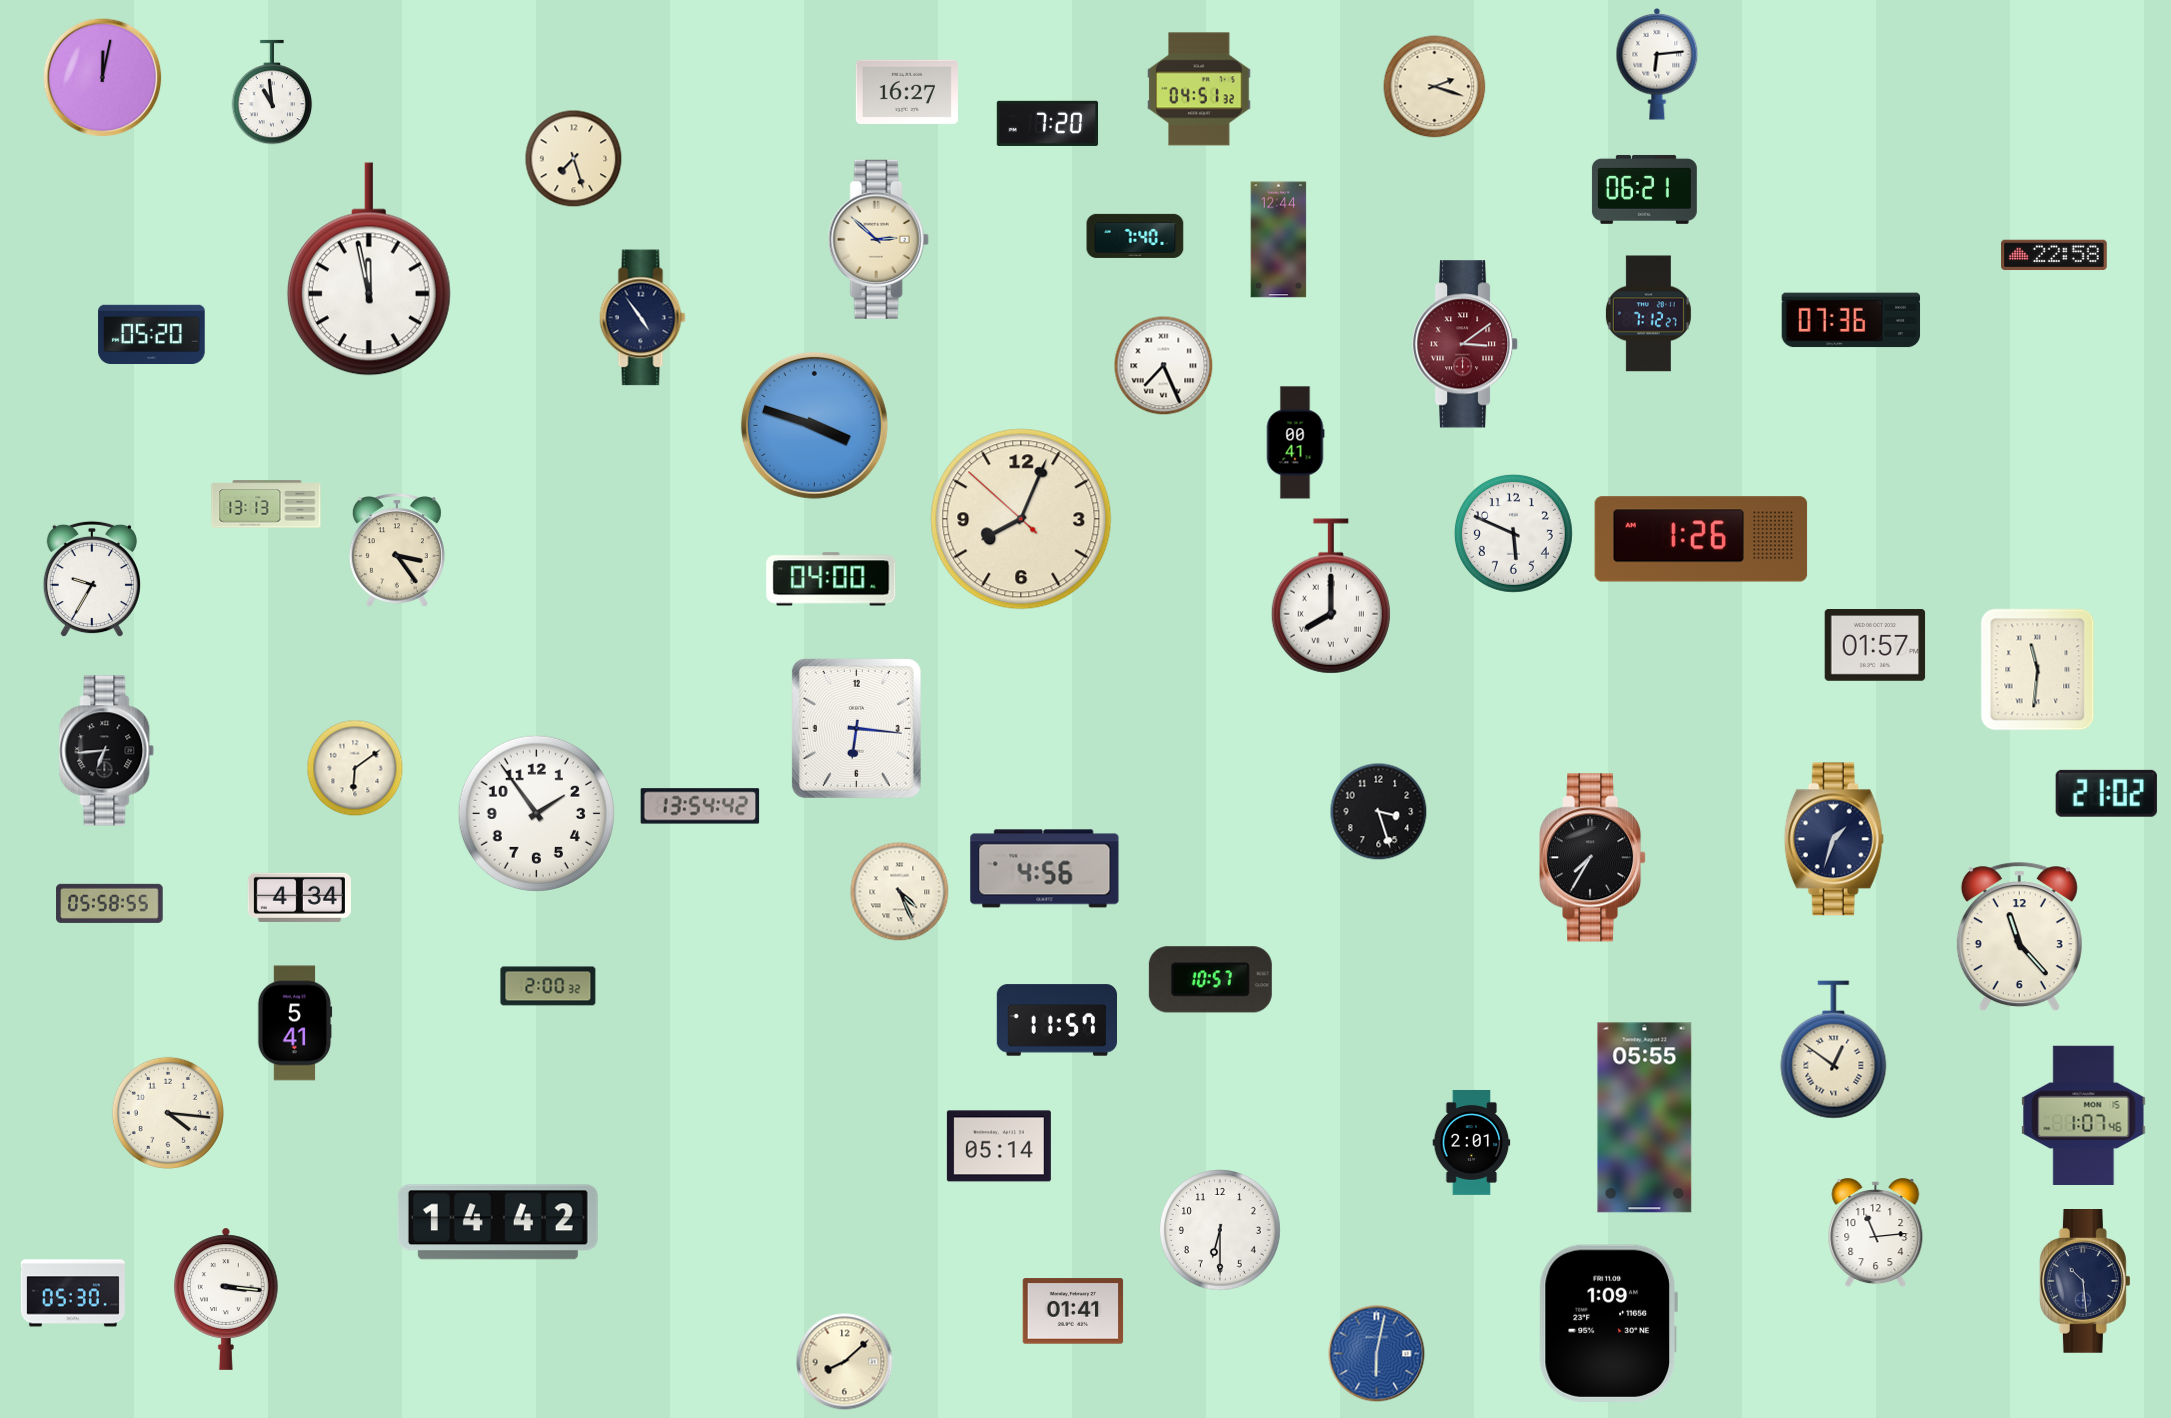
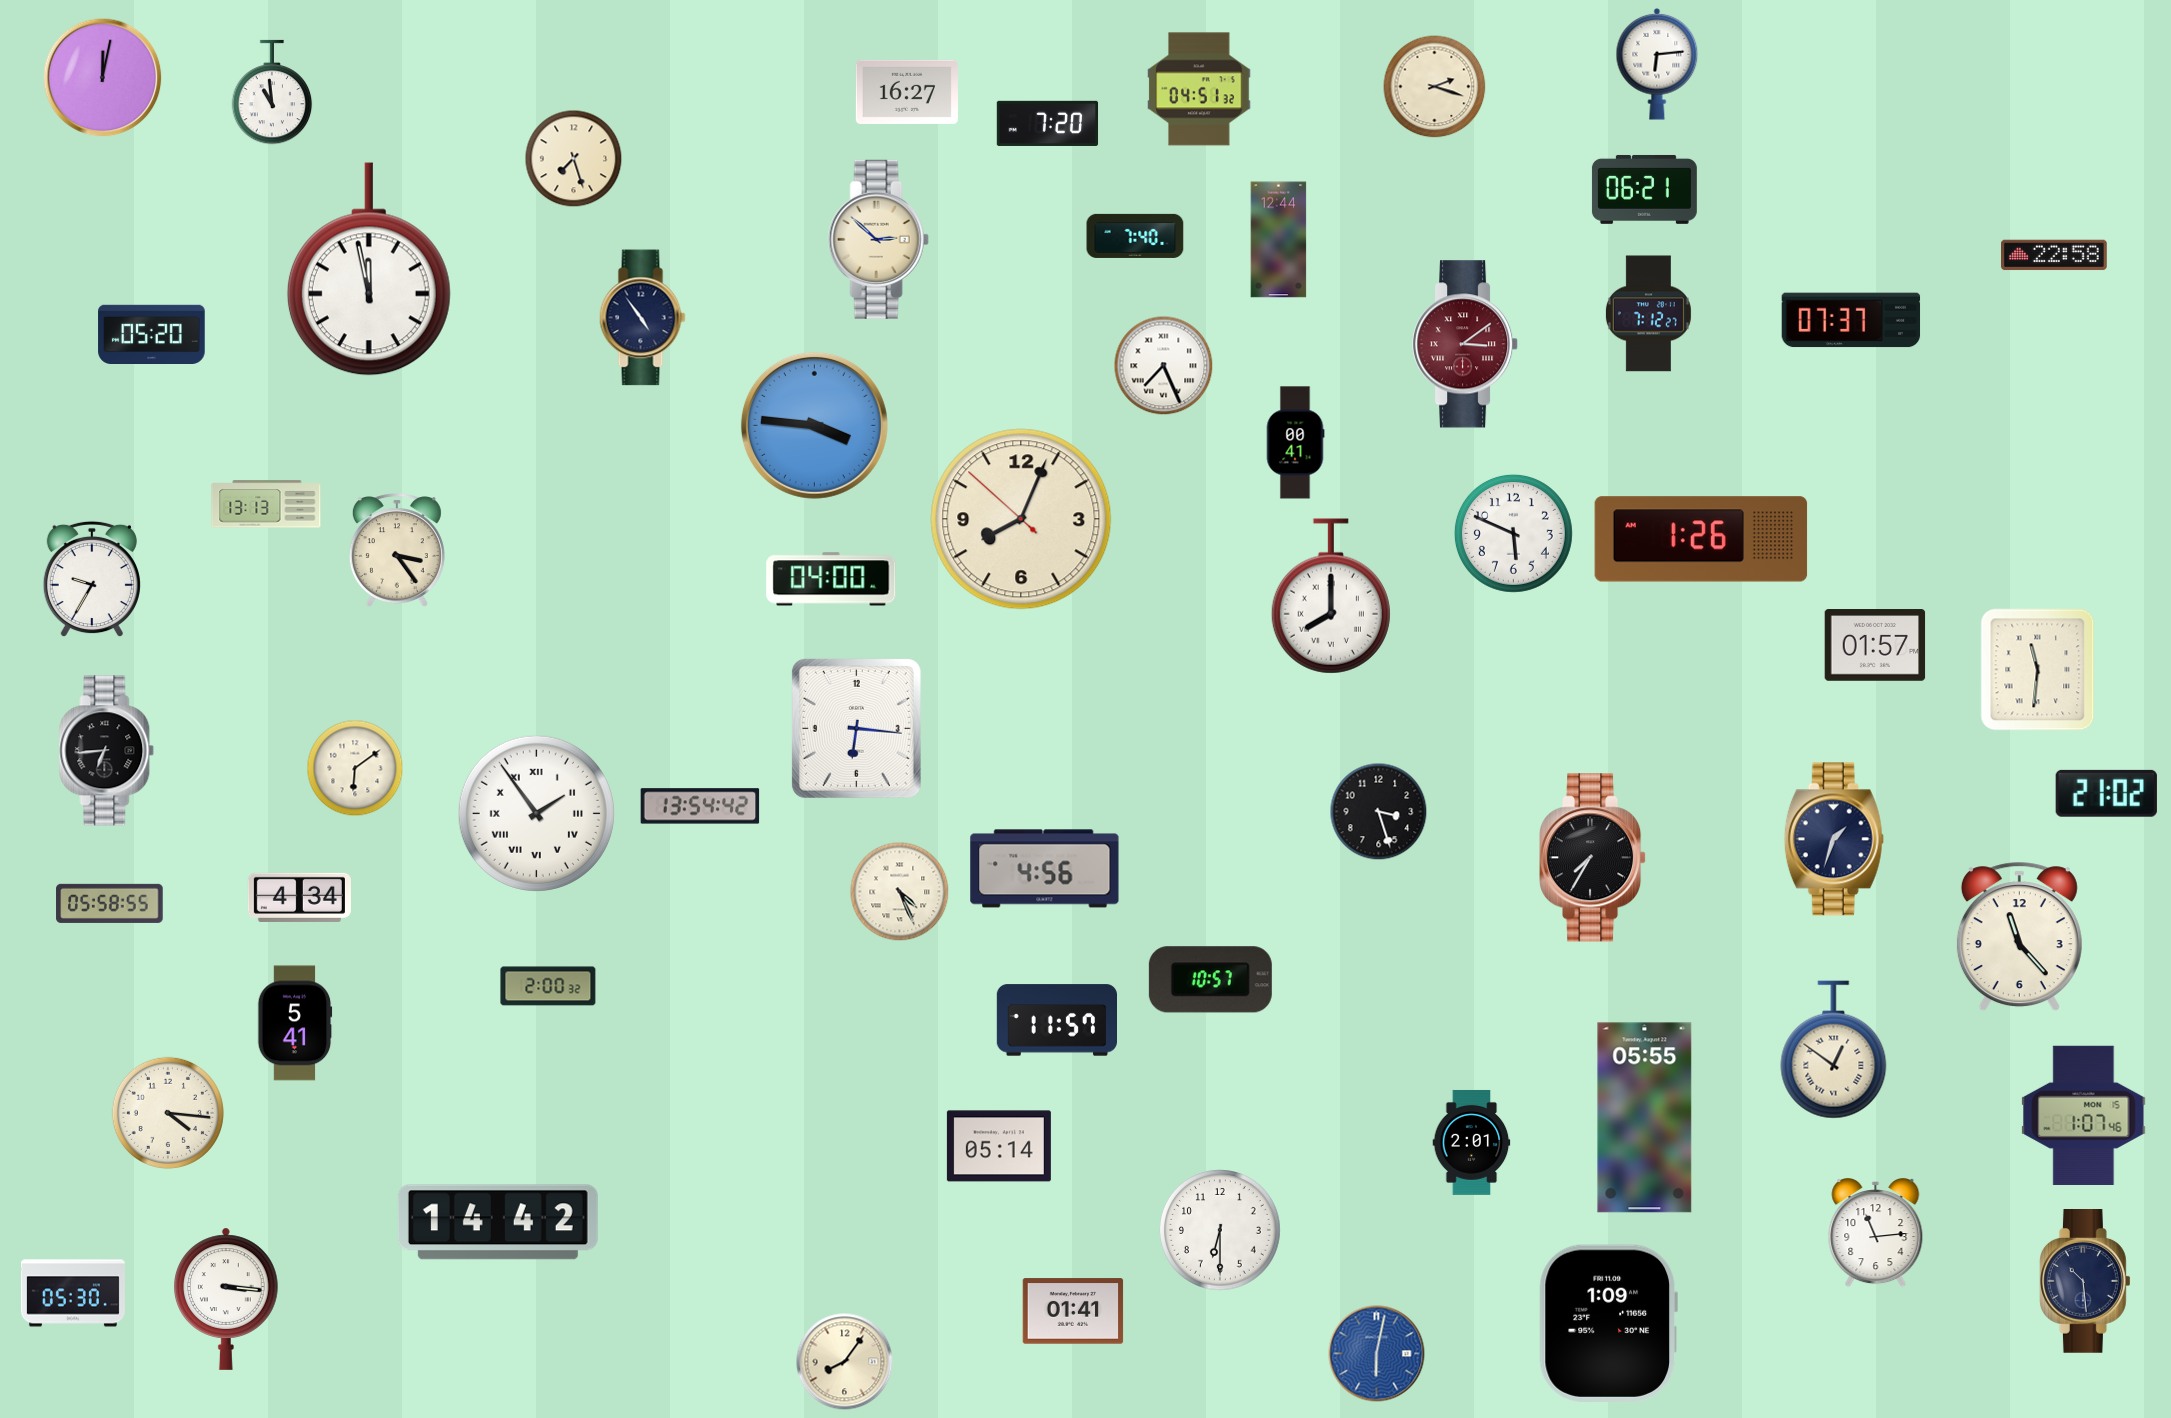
clock at (1851, 320): 07:36 -> 07:37
clock at (814, 425): 3:48 -> 3:46
clock at (536, 813) numerals: Arabic -> Roman
clock at (845, 1362): 8:08 -> 8:06
